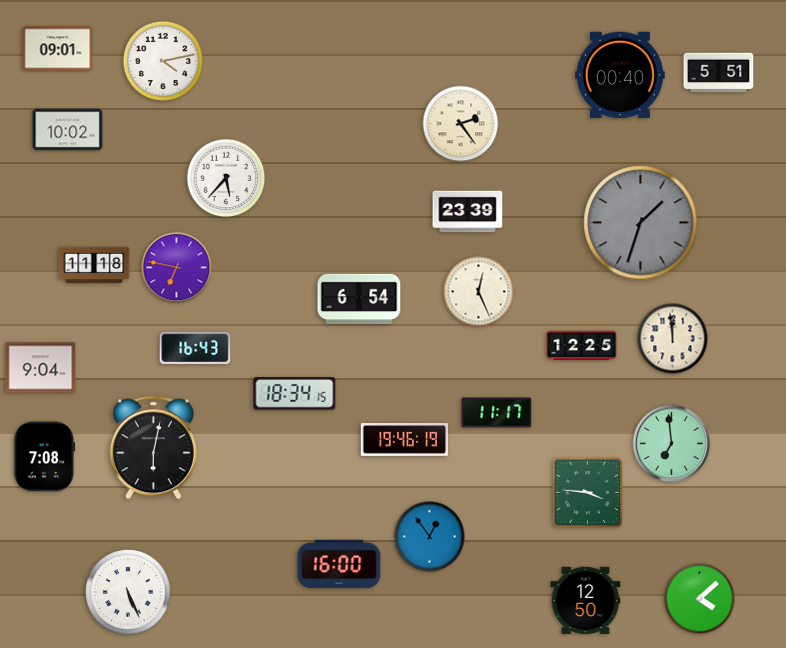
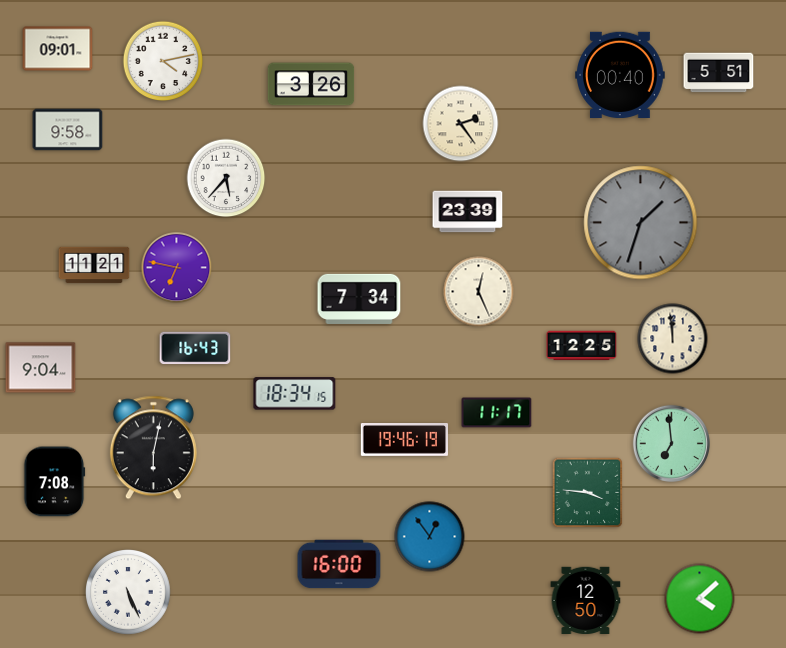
clock at (311, 84): none -> 3:26
clock at (68, 130): 10:02 -> 9:58
clock at (94, 265): 11:18 -> 11:21
clock at (359, 299): 6:54 -> 7:34
clock at (45, 457) position: (45, 457) -> (55, 482)
